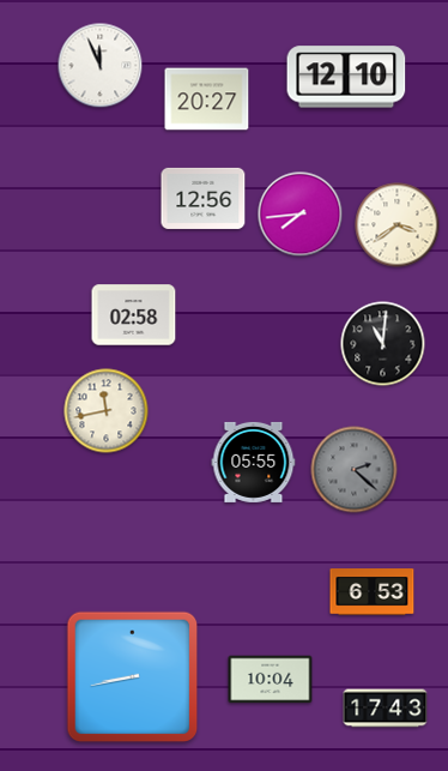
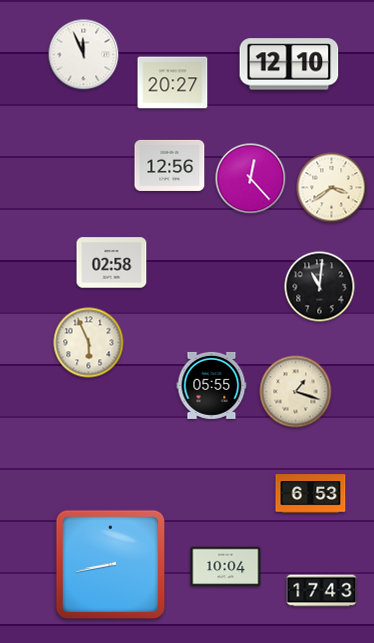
clock at (301, 215): 7:44 -> 12:23
clock at (107, 411): 11:43 -> 5:56
clock at (355, 470): 2:22 -> 1:18
clock at (355, 470) dial: grey -> cream
